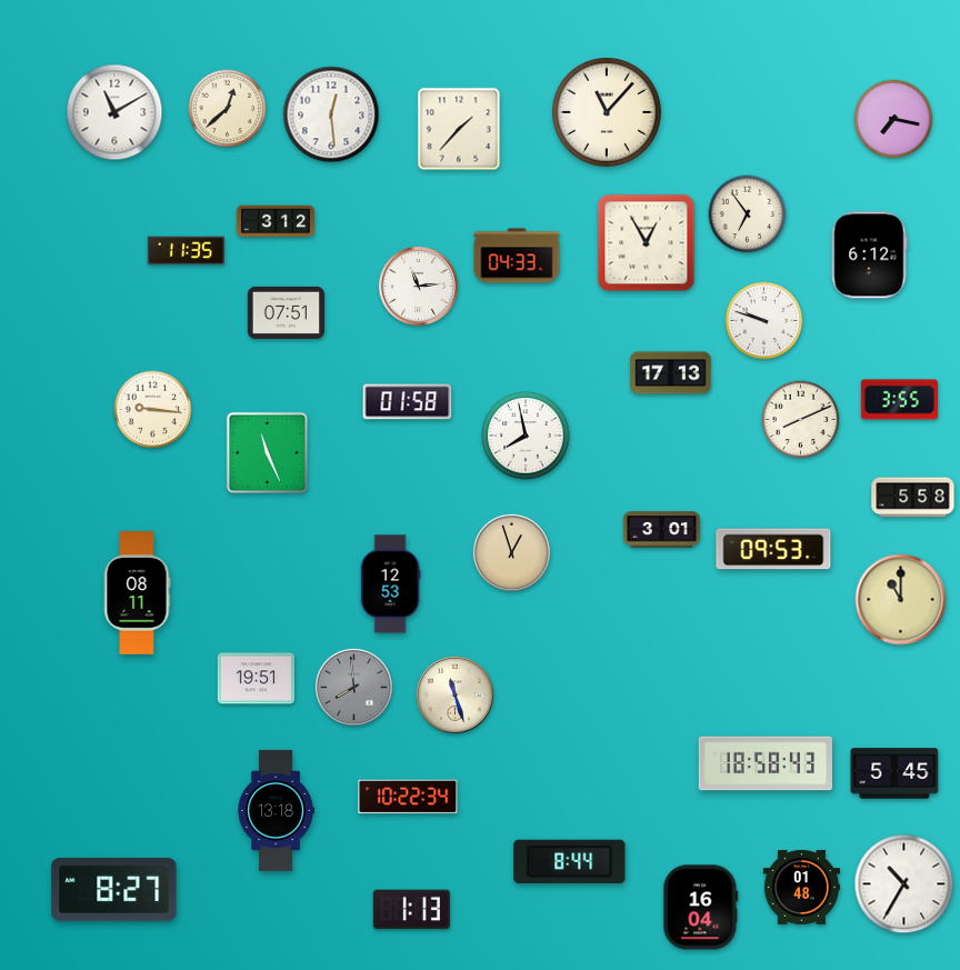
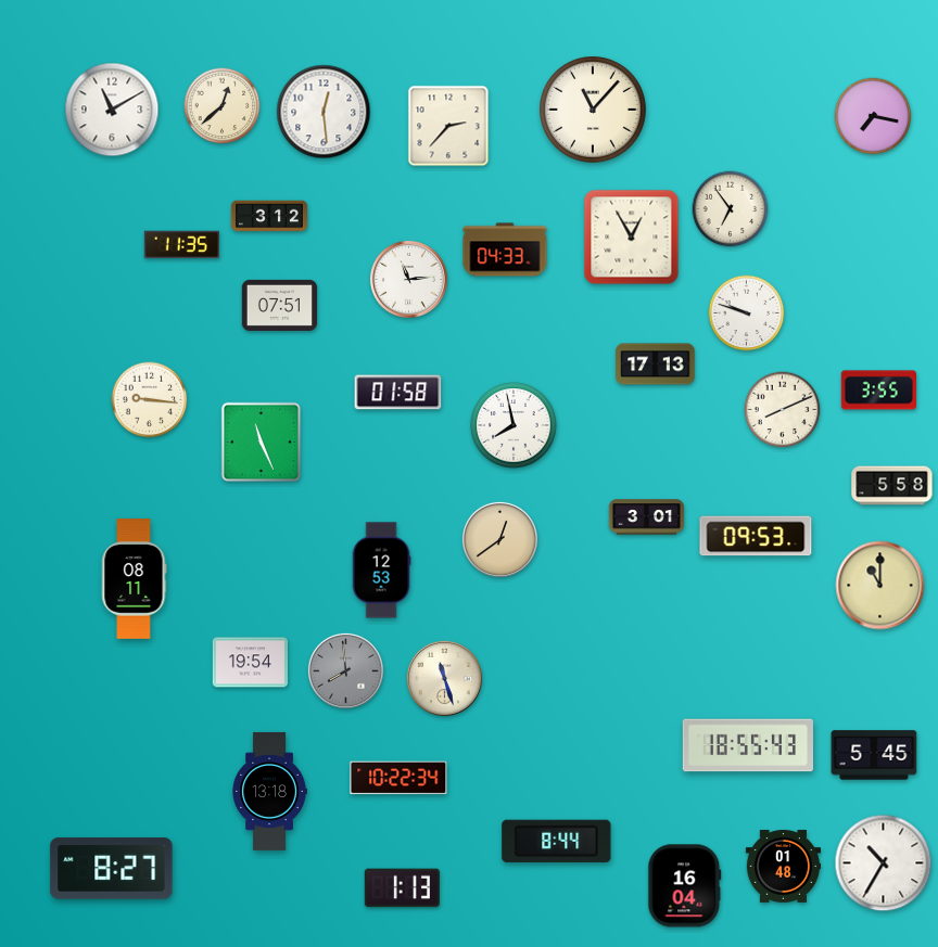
clock at (459, 129): 1:37 -> 2:37
clock at (869, 256): 6:12 -> none
clock at (511, 552): 12:57 -> 12:39
clock at (256, 679): 19:51 -> 19:54
clock at (764, 763): 18:58 -> 18:55
